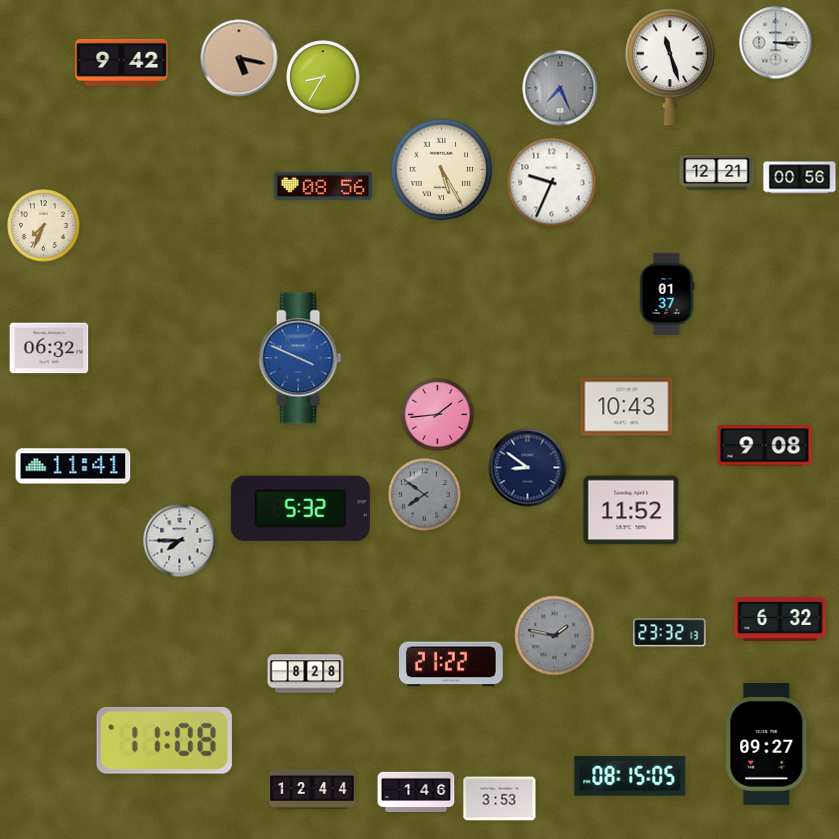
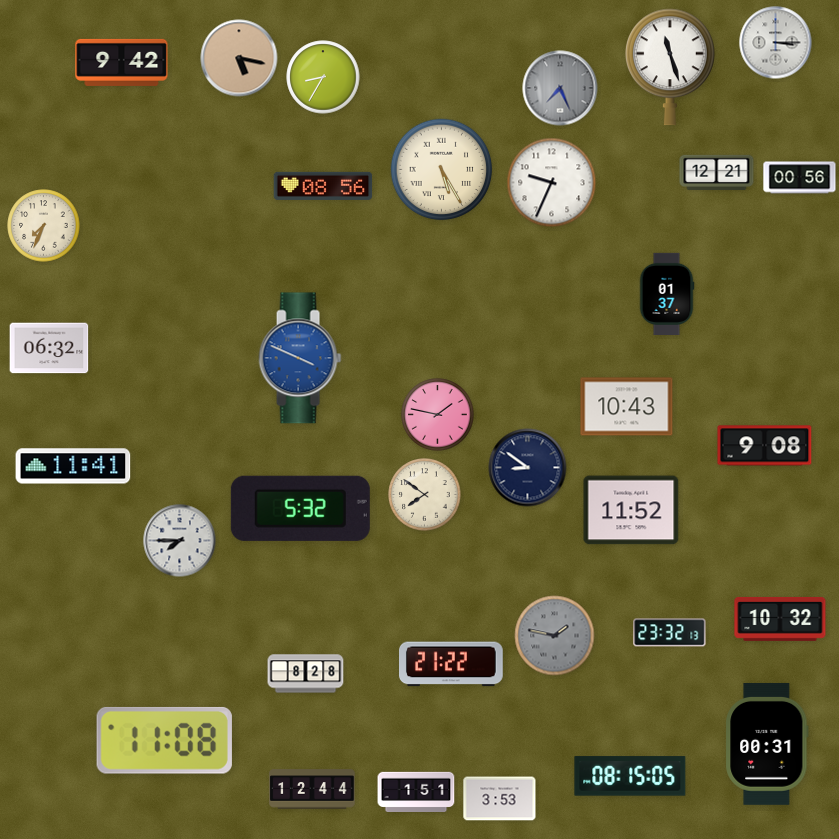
clock at (438, 415): 1:44 -> 1:47
clock at (425, 495) dial: grey -> cream
clock at (780, 619): 6:32 -> 10:32
clock at (767, 744): 09:27 -> 00:31
clock at (416, 791): 1:46 -> 1:51
